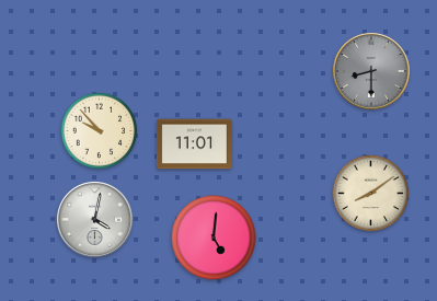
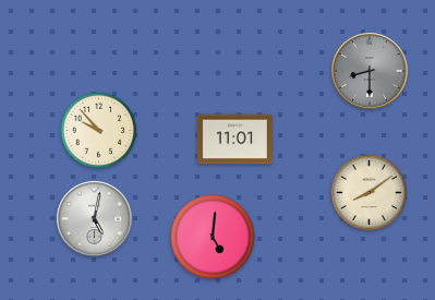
clock at (194, 144) position: (194, 144) -> (234, 140)
clock at (95, 220): 4:02 -> 5:02
